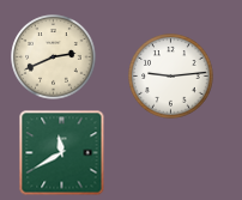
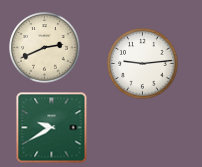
clock at (62, 153): 11:40 -> 9:40
